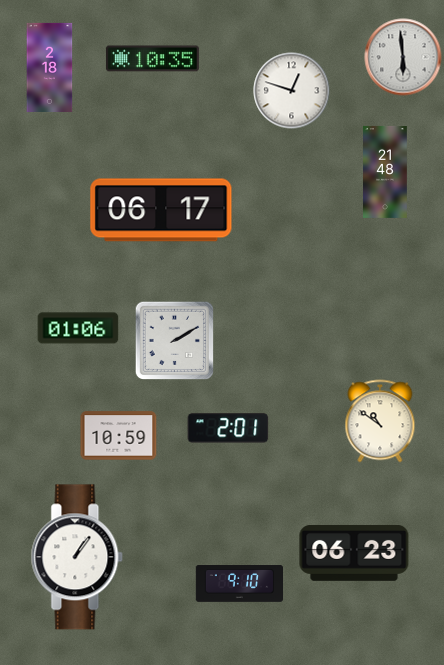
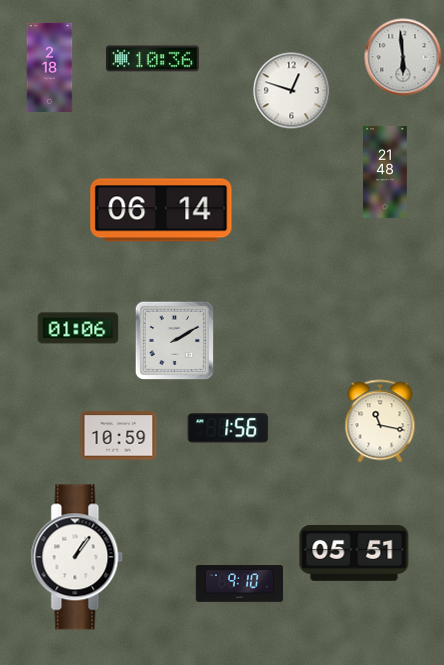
clock at (152, 59): 10:35 -> 10:36
clock at (161, 210): 06:17 -> 06:14
clock at (380, 421): 10:51 -> 11:17
clock at (228, 428): 2:01 -> 1:56
clock at (354, 553): 06:23 -> 05:51
